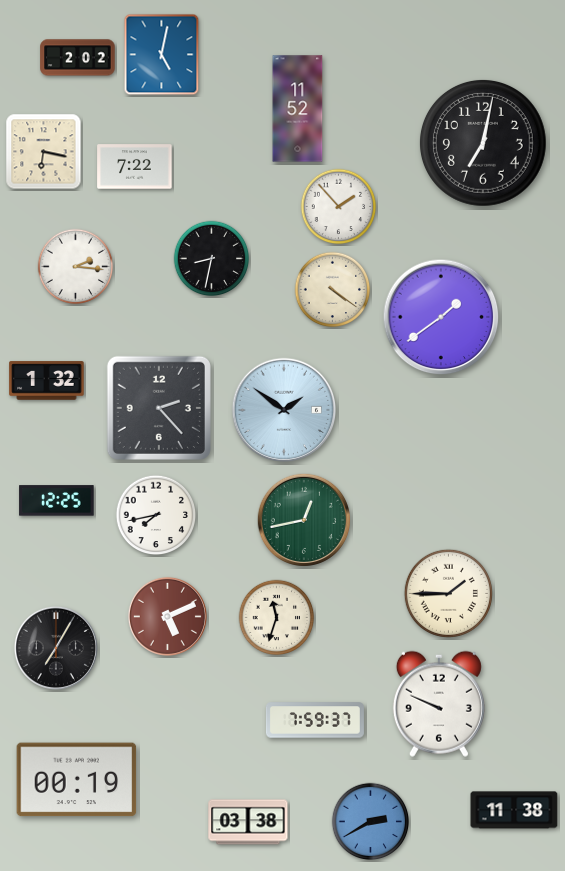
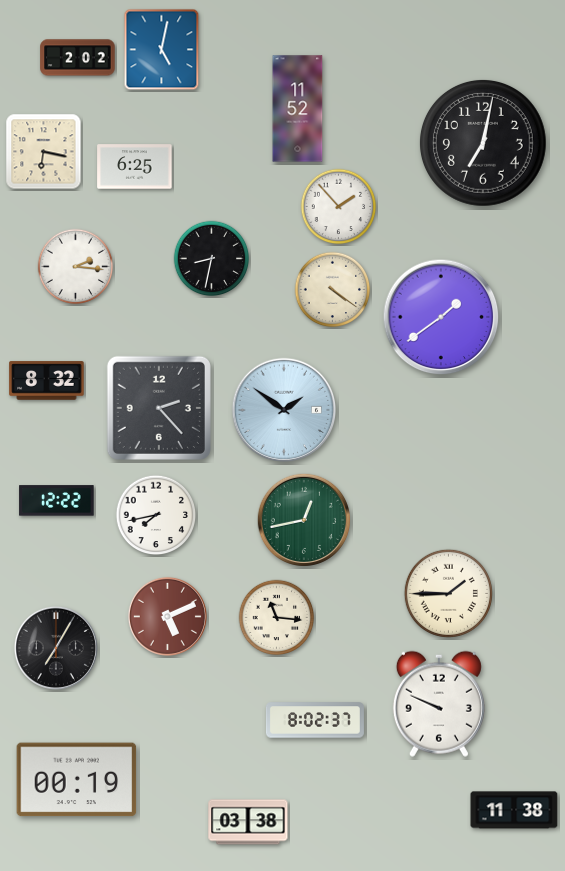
clock at (162, 55) position: (162, 55) -> (162, 50)
clock at (135, 167): 7:22 -> 6:25
clock at (47, 381): 1:32 -> 8:32
clock at (57, 501): 12:25 -> 12:22
clock at (277, 618): 11:33 -> 11:16
clock at (315, 720): 7:59 -> 8:02
clock at (371, 822): 2:40 -> none
